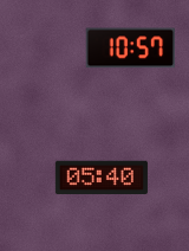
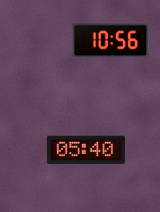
clock at (130, 49): 10:57 -> 10:56
